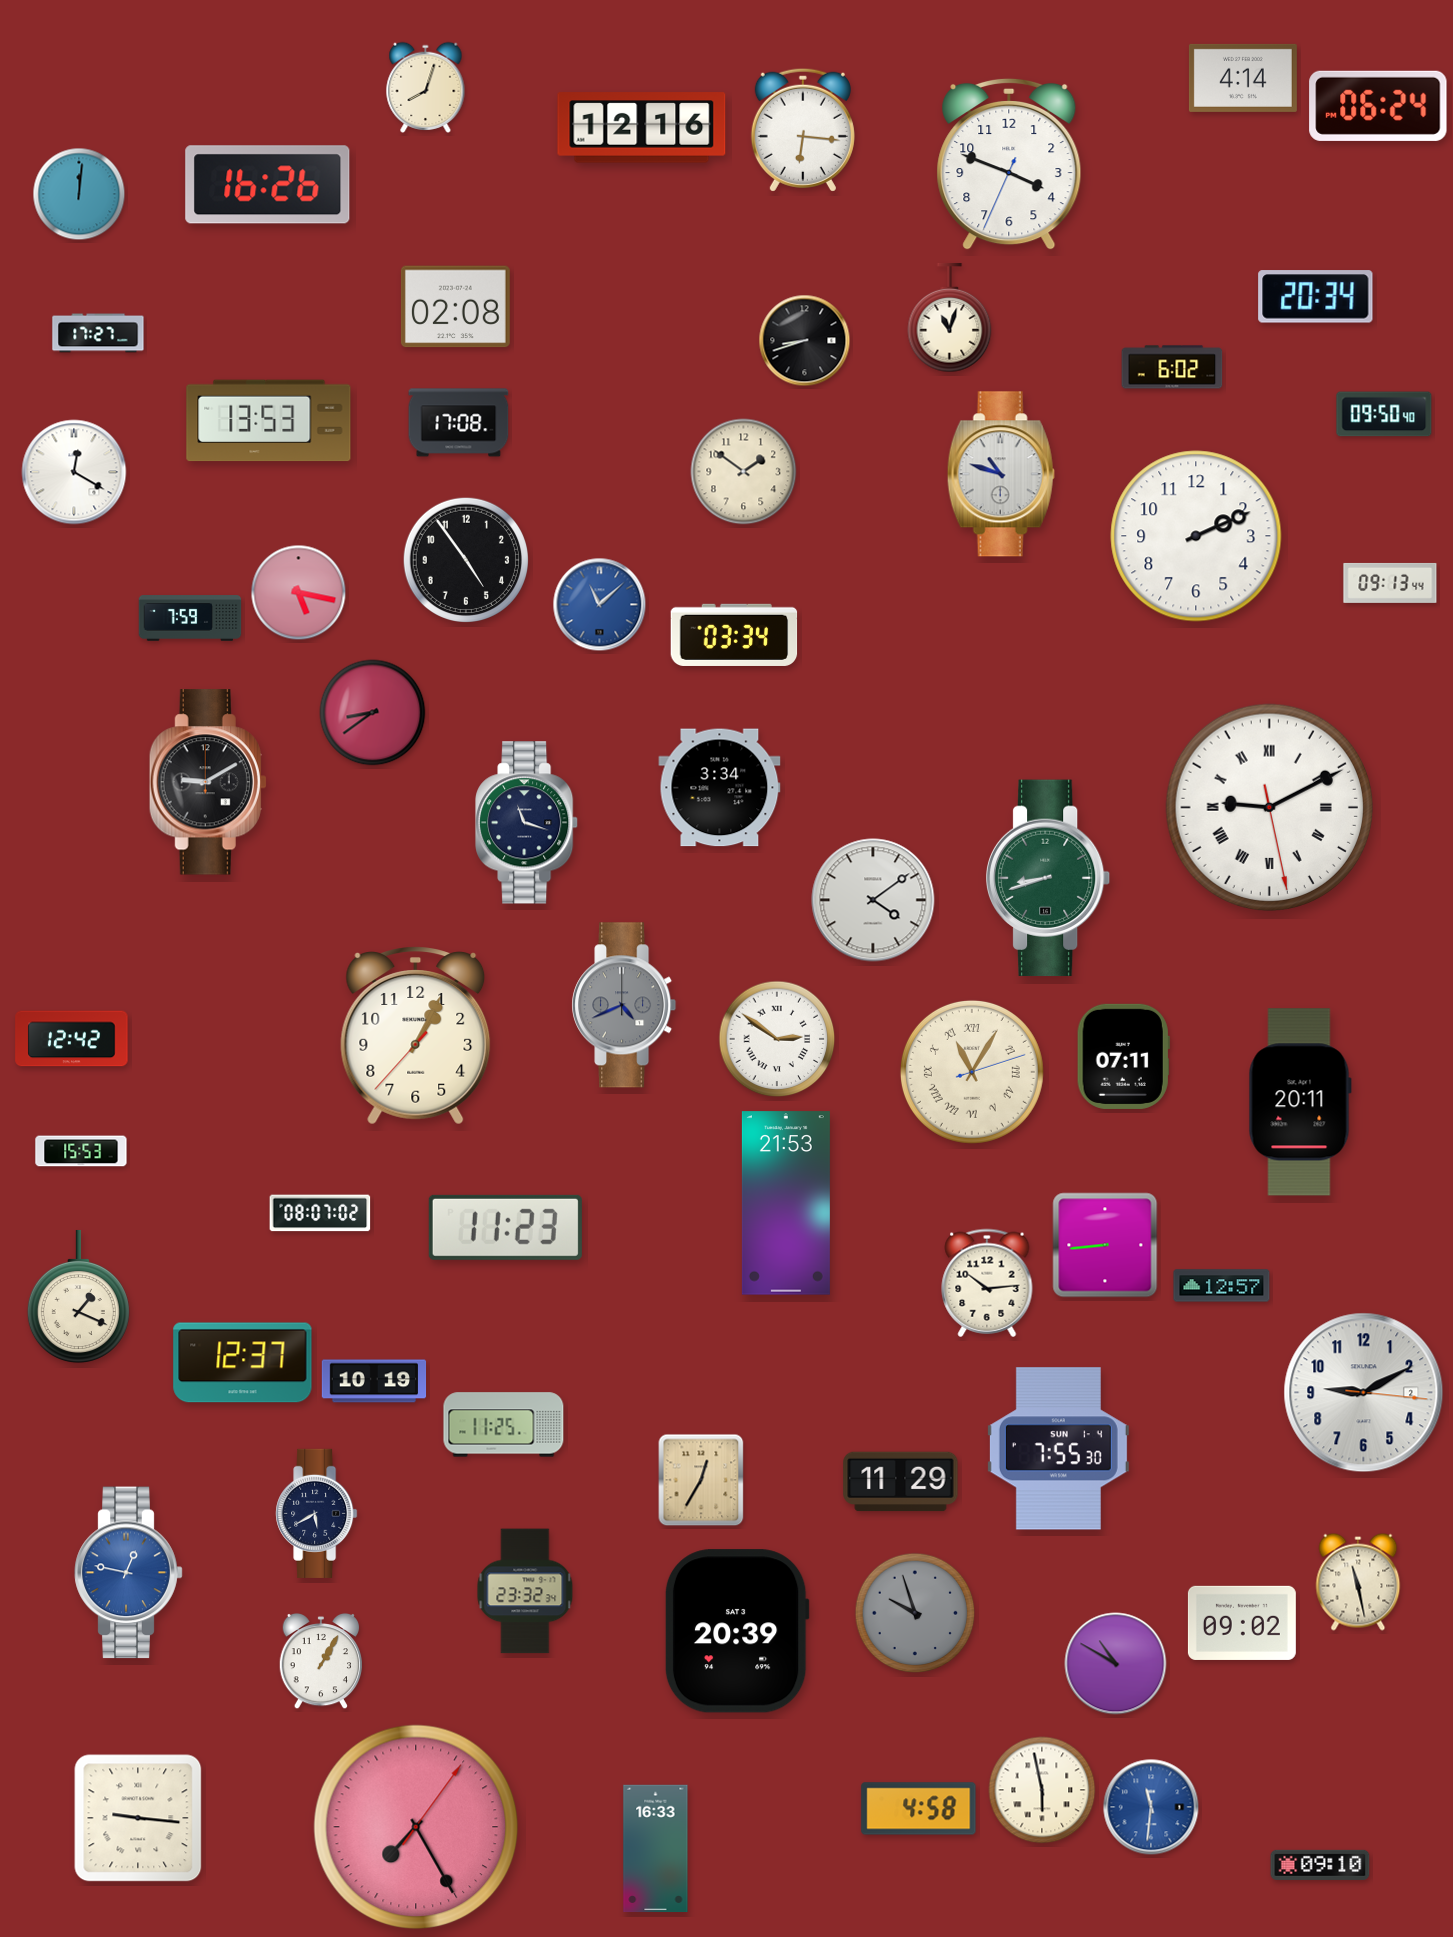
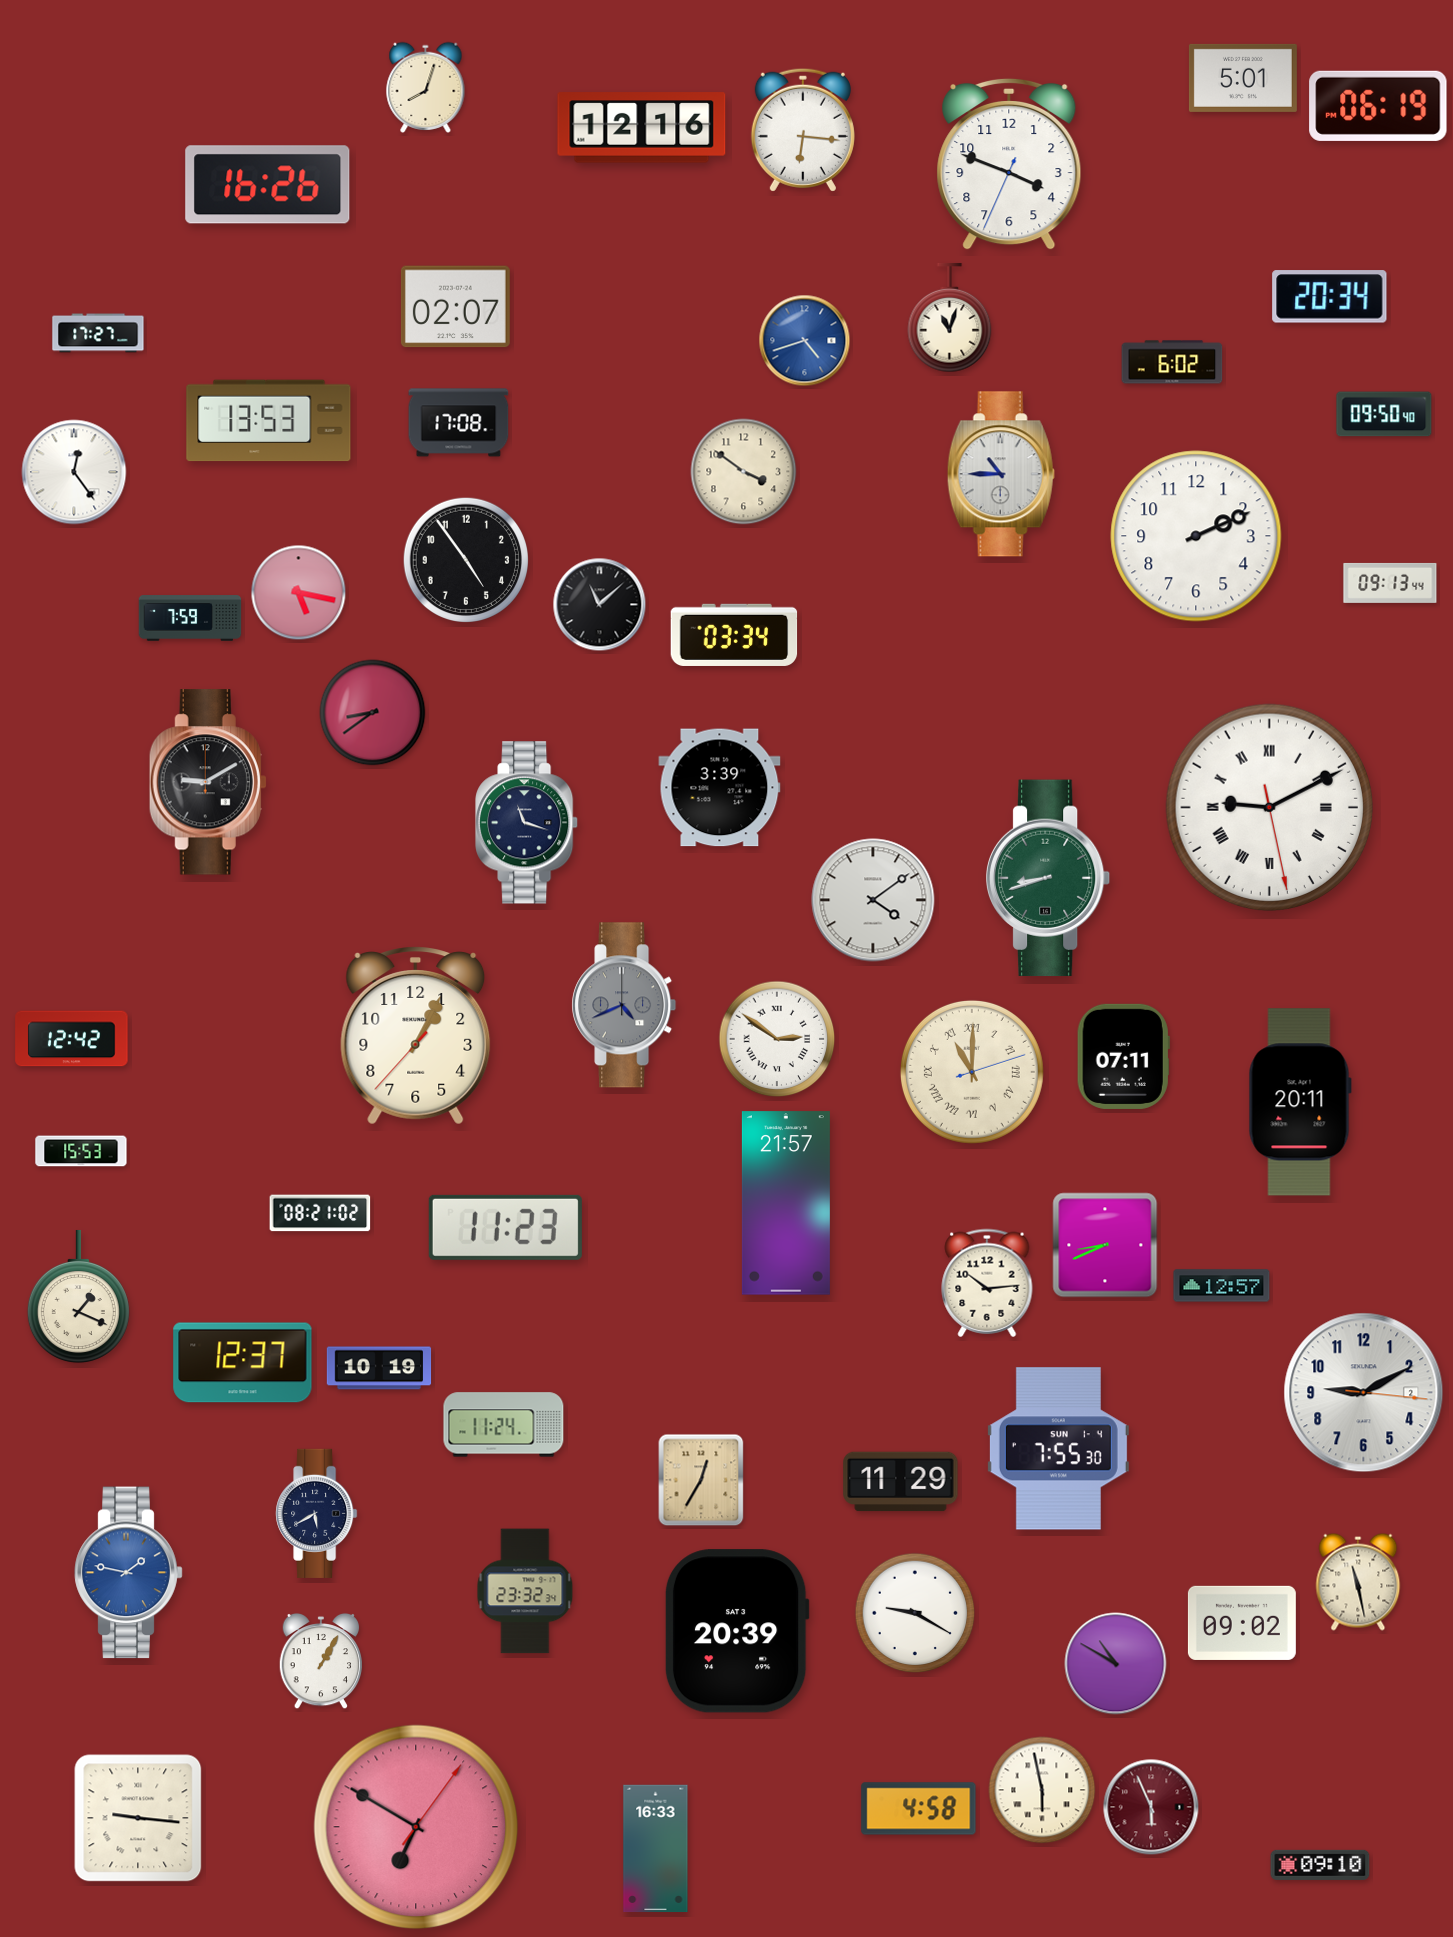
clock at (1243, 78): 4:14 -> 5:01
clock at (1378, 106): 06:24 -> 06:19
clock at (79, 194): 12:01 -> none
clock at (1316, 297) position: (1316, 297) -> (1330, 297)
clock at (455, 307): 02:08 -> 02:07
clock at (805, 341): 8:42 -> 4:42
clock at (805, 341) dial: black -> blue
clock at (1172, 367) position: (1172, 367) -> (1172, 362)
clock at (74, 472): 12:20 -> 12:24
clock at (744, 472): 1:51 -> 3:51
clock at (1001, 474): 10:48 -> 10:45
clock at (600, 605) dial: blue -> black
clock at (720, 788): 3:34 -> 3:39
clock at (972, 1072): 11:05 -> 11:00
clock at (786, 1203): 21:53 -> 21:57
clock at (320, 1213): 08:07 -> 08:21
clock at (1105, 1245): 8:44 -> 8:41
clock at (374, 1381) position: (374, 1381) -> (379, 1368)
clock at (504, 1425): 11:25 -> 11:24
clock at (129, 1573): 12:47 -> 1:47
clock at (915, 1613): 9:57 -> 9:20
clock at (915, 1613) dial: grey -> white
clock at (1151, 1807): 11:31 -> 5:56
clock at (1151, 1807) dial: blue -> burgundy
clock at (416, 1827): 7:25 -> 6:50
